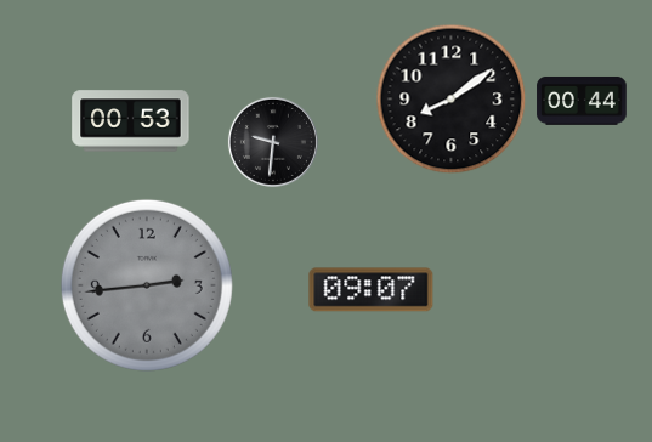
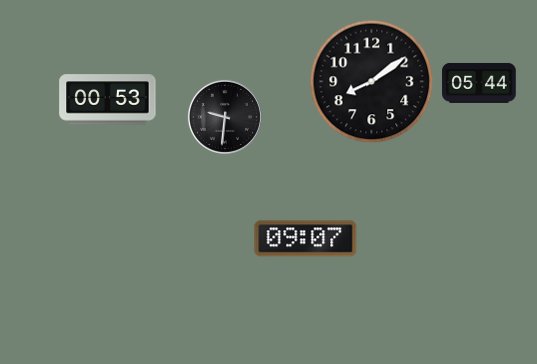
clock at (582, 101): 00:44 -> 05:44
clock at (147, 285): 2:44 -> none
